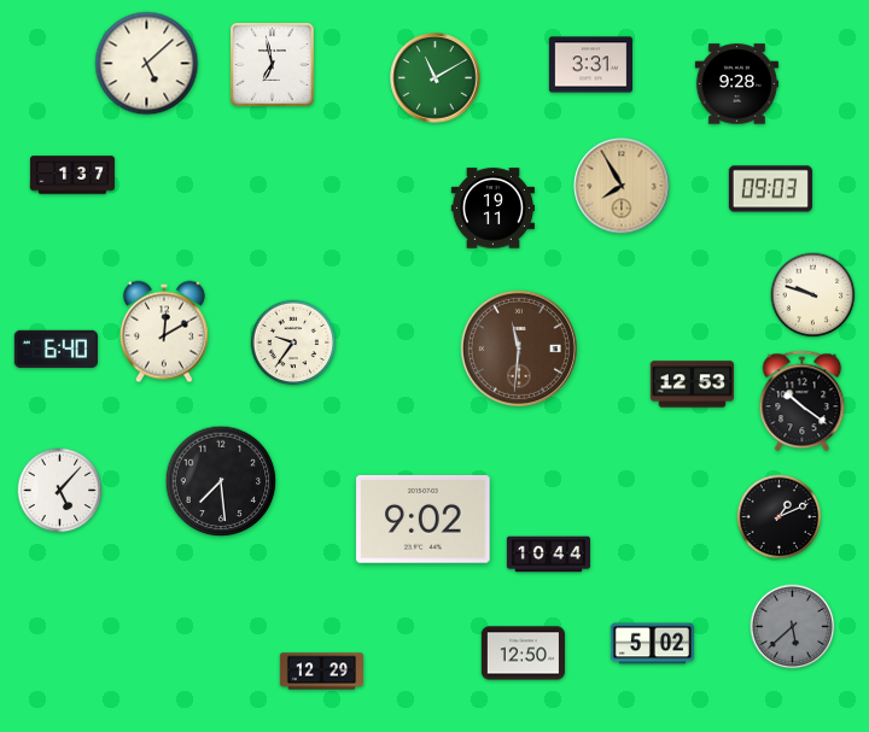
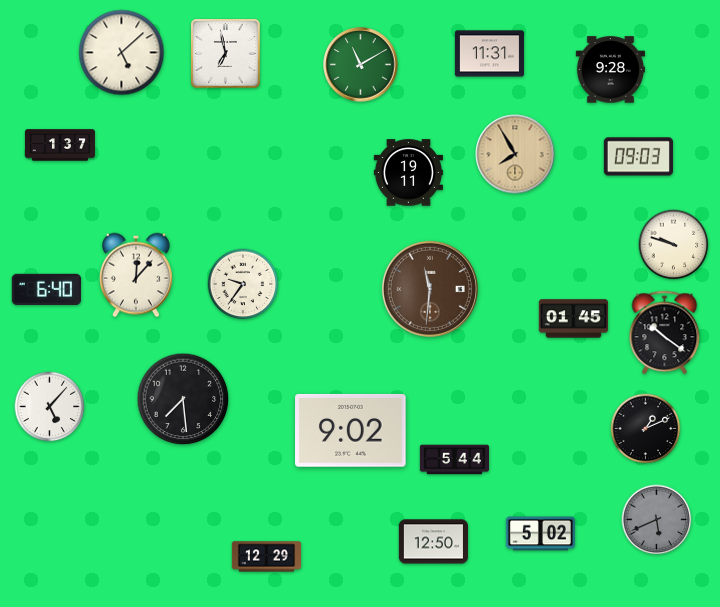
clock at (590, 65): 3:31 -> 11:31
clock at (164, 332): 12:10 -> 12:07
clock at (692, 385): 12:53 -> 01:45
clock at (548, 555): 10:44 -> 5:44
clock at (793, 627): 5:38 -> 5:41
